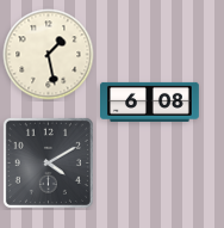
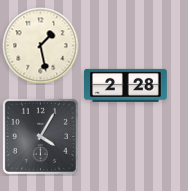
clock at (150, 101): 6:08 -> 2:28
clock at (48, 162): 4:10 -> 4:05
